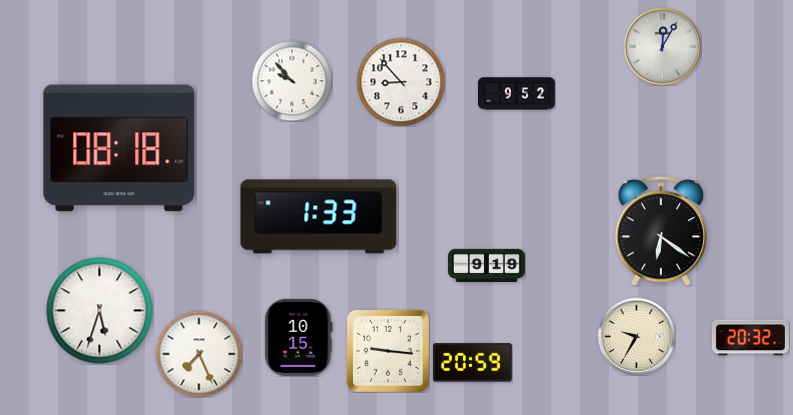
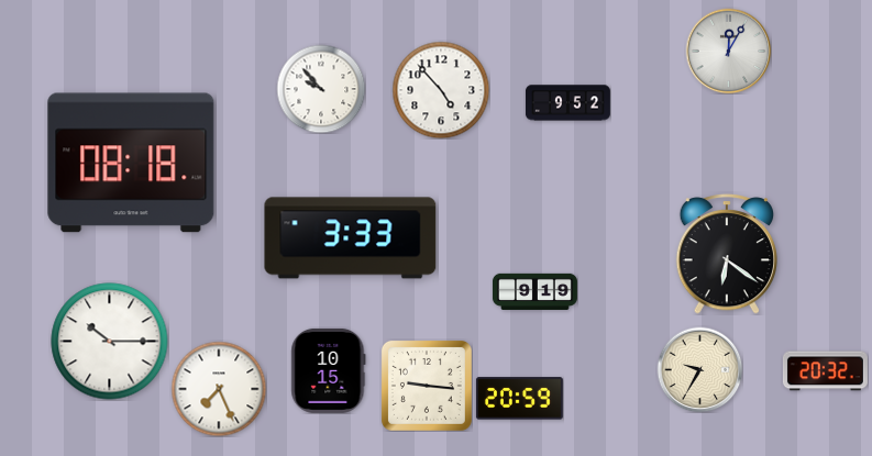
clock at (401, 82): 8:53 -> 4:53
clock at (319, 217): 1:33 -> 3:33
clock at (100, 311): 5:33 -> 10:15
